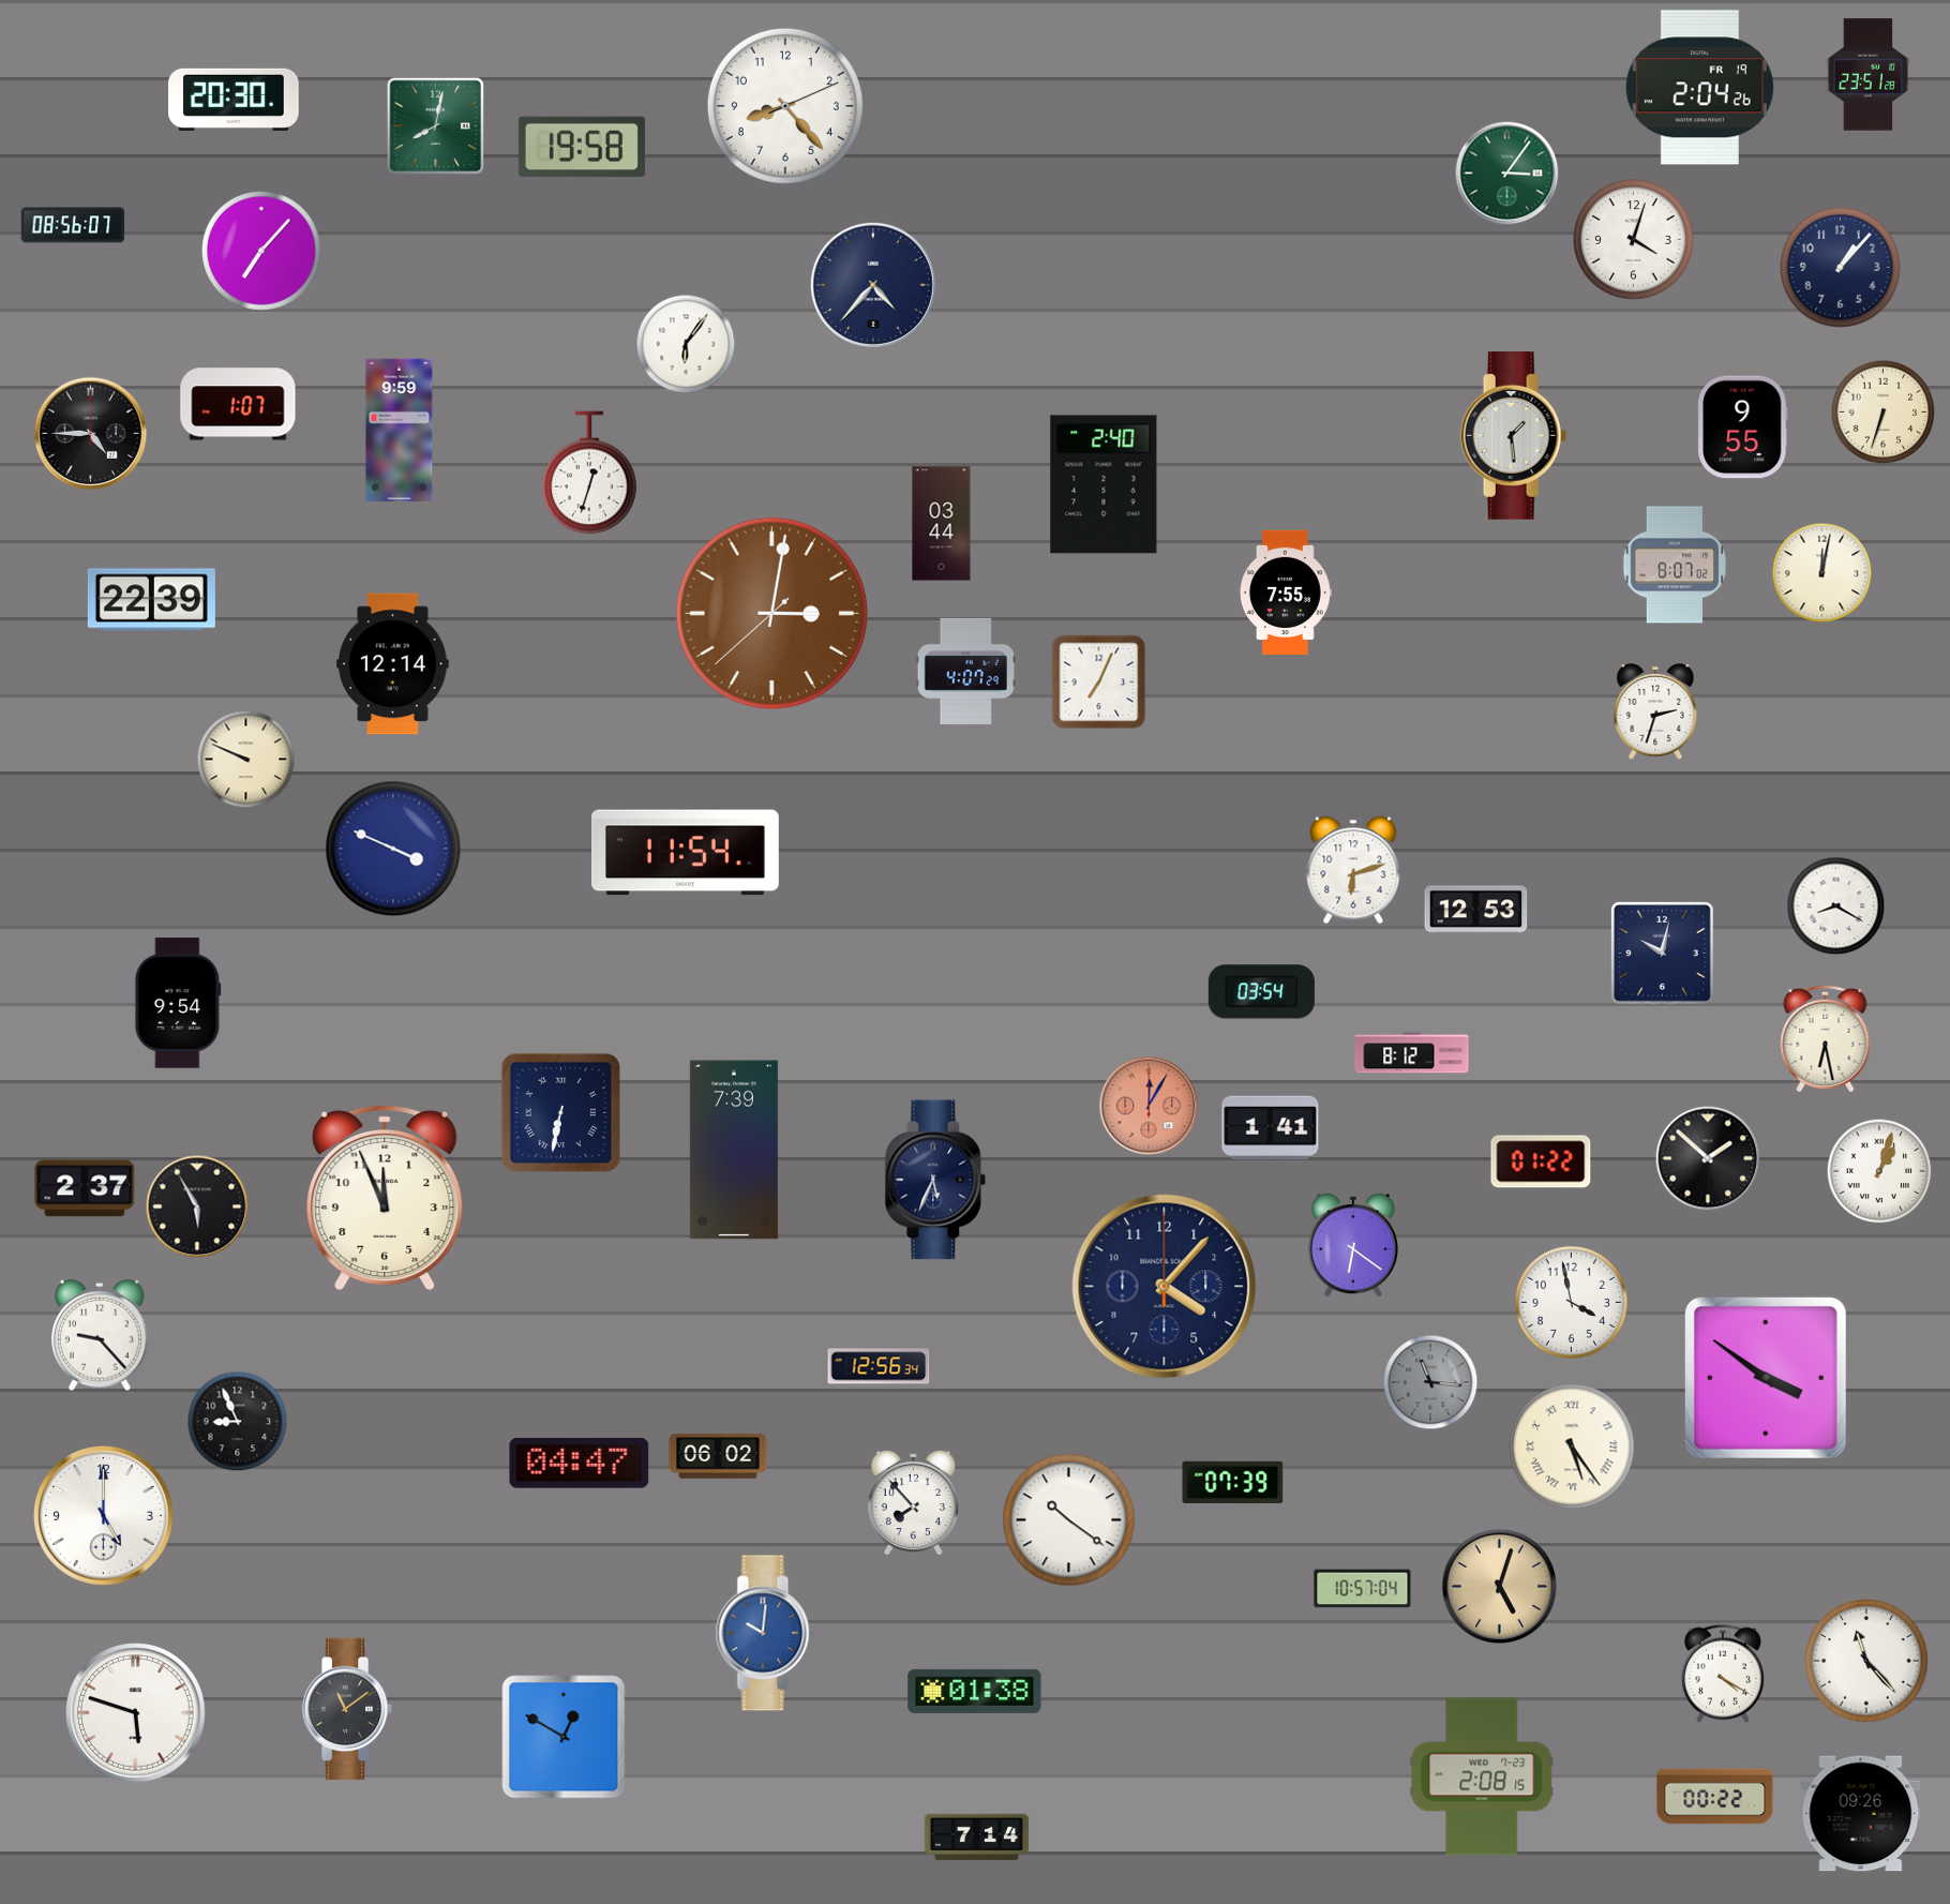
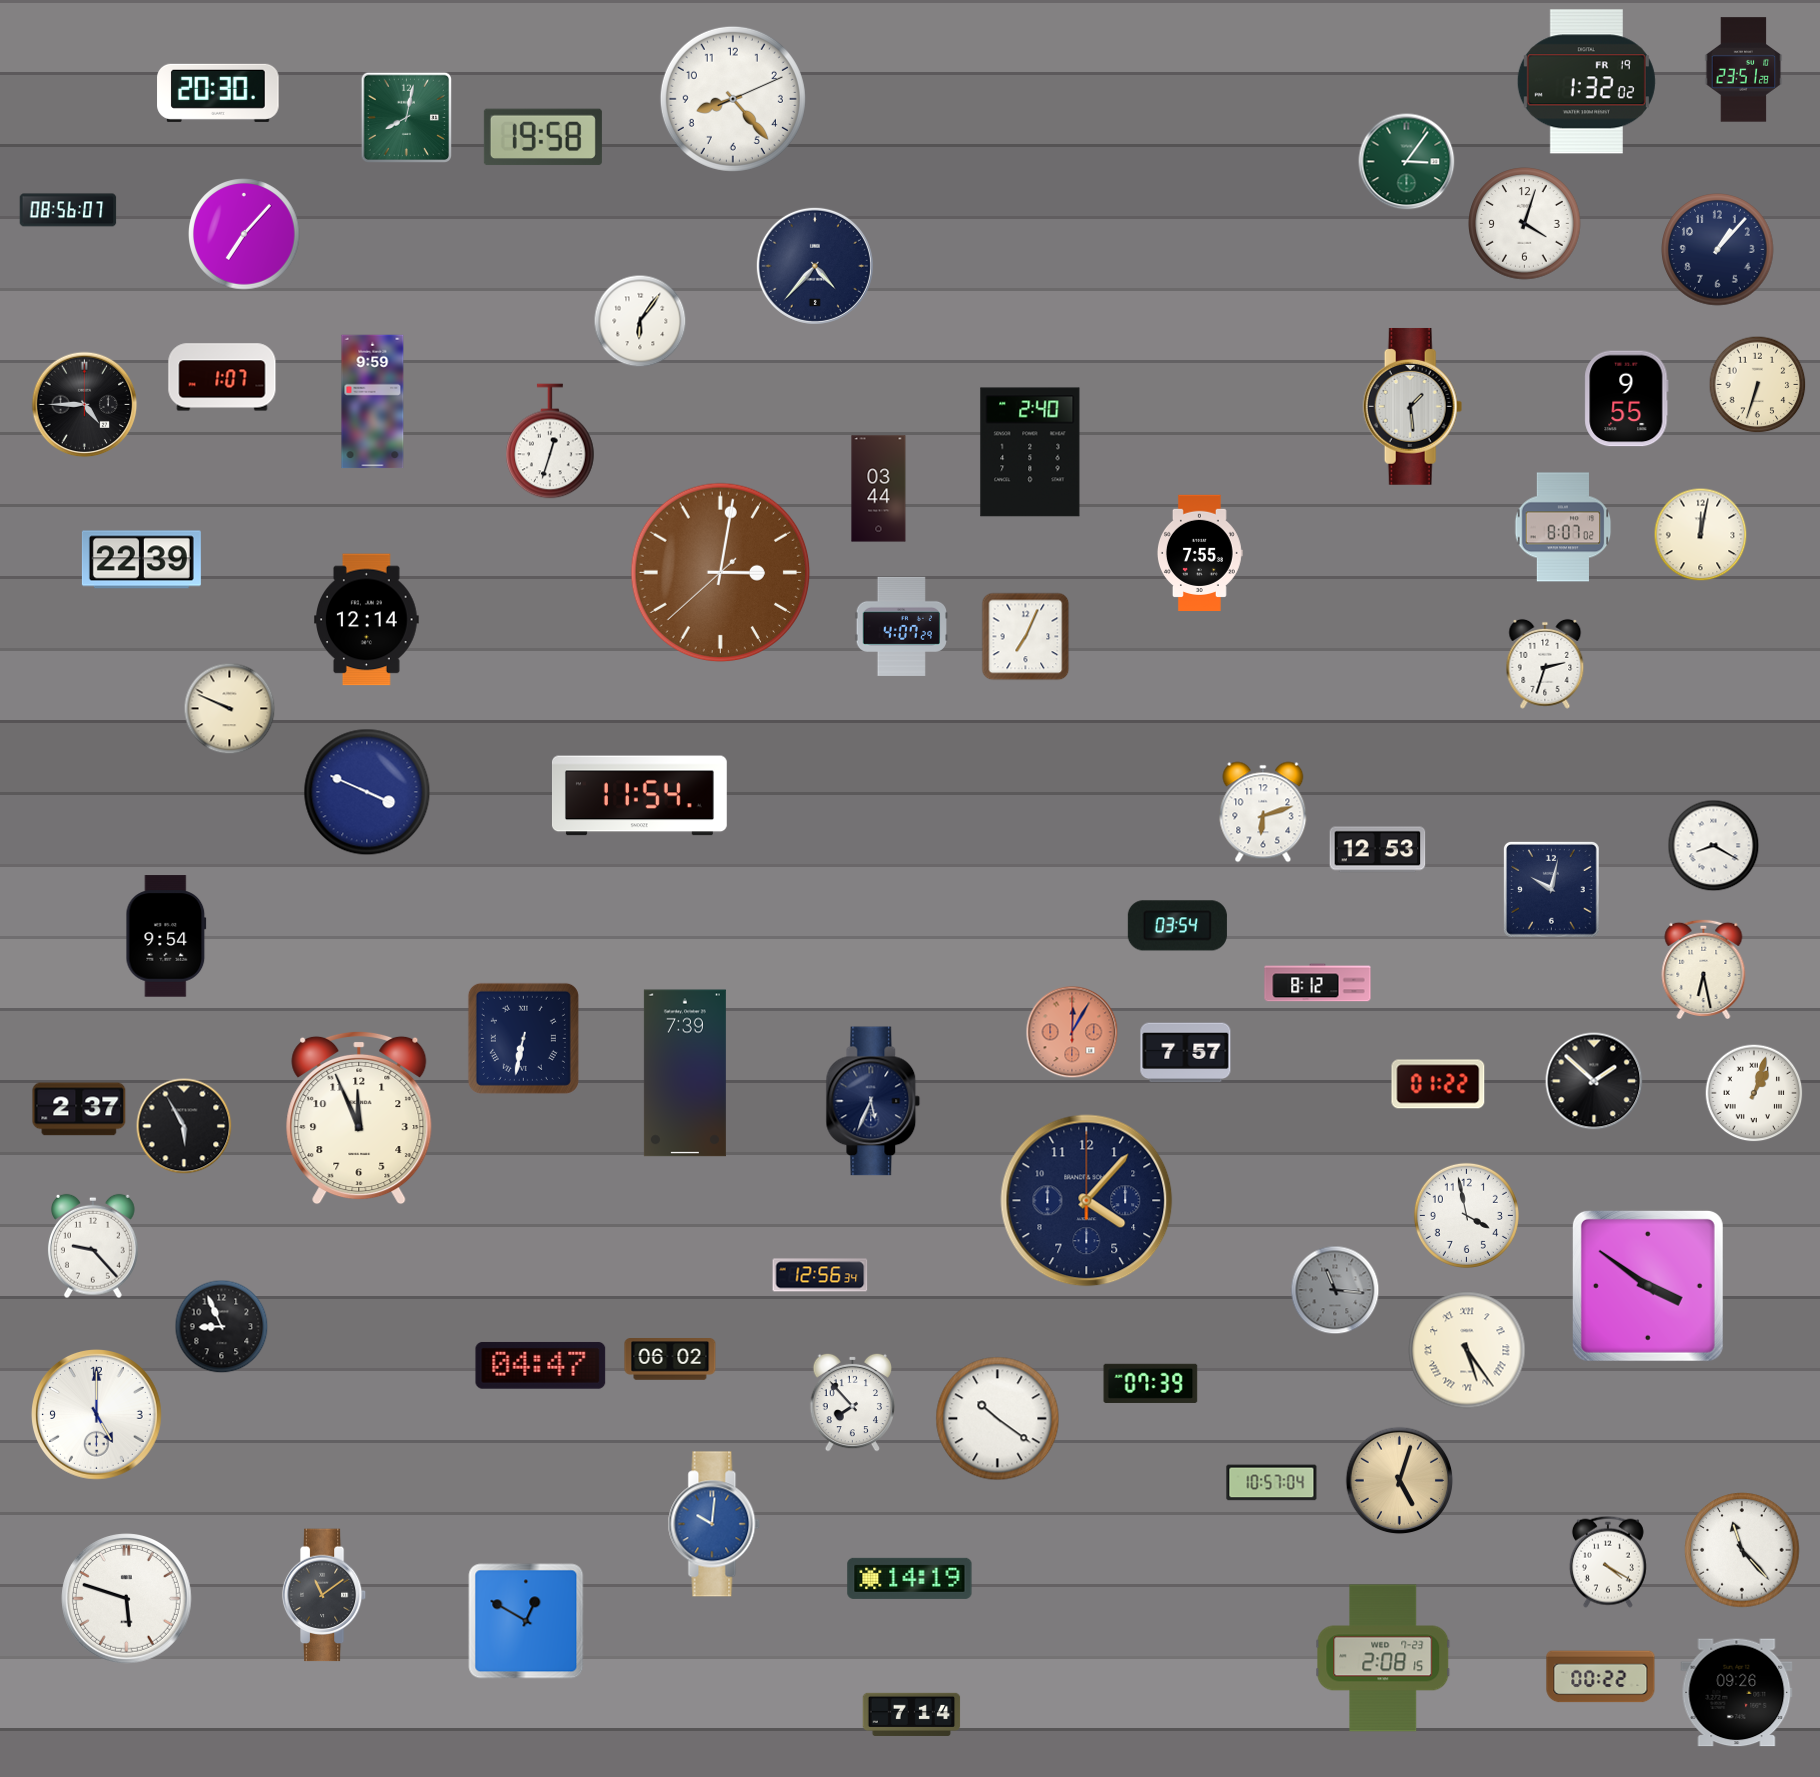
clock at (1699, 88): 2:04 -> 1:32
clock at (1271, 1128): 1:41 -> 7:57
clock at (1353, 1245): 6:21 -> none
clock at (975, 1691): 01:38 -> 14:19
